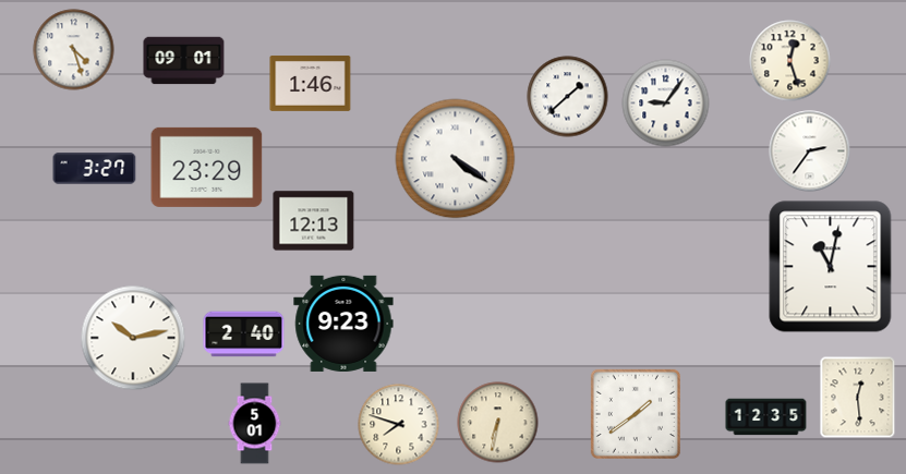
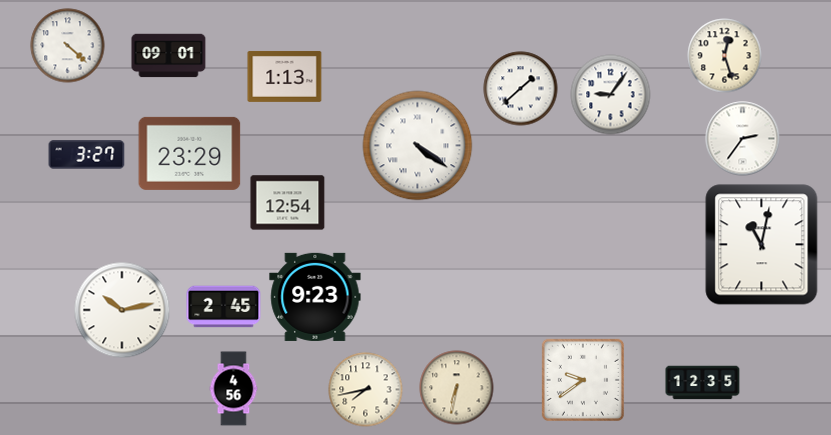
clock at (74, 50): 4:27 -> 4:22
clock at (311, 83): 1:46 -> 1:13
clock at (314, 221): 12:13 -> 12:54
clock at (244, 335): 2:40 -> 2:45
clock at (858, 398): 12:29 -> none
clock at (636, 414): 1:39 -> 9:39
clock at (255, 424): 5:01 -> 4:56
clock at (399, 425): 7:48 -> 7:43
